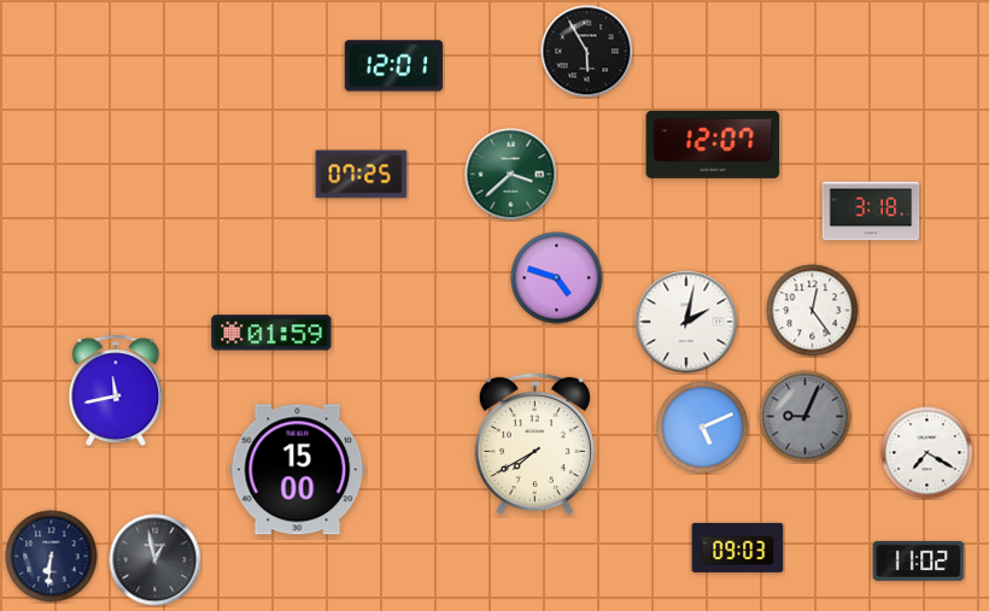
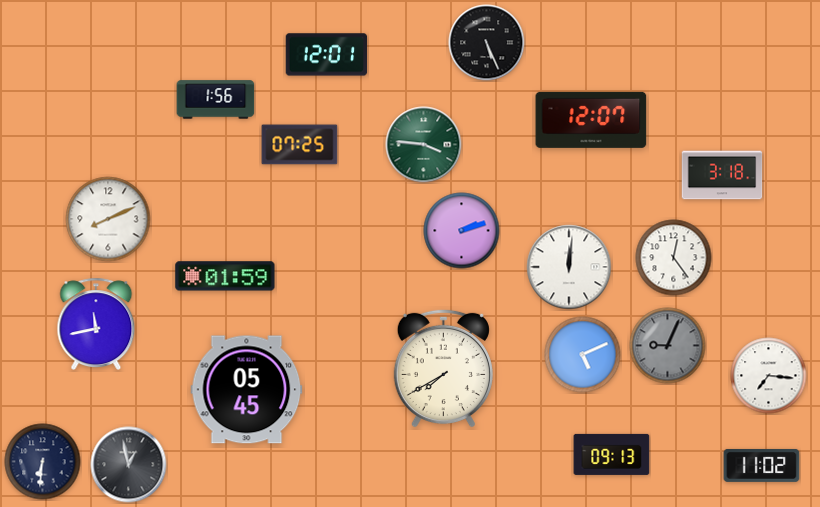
clock at (587, 52): 5:55 -> 5:26
clock at (216, 100): none -> 1:56
clock at (511, 175): 3:38 -> 3:46
clock at (108, 219): none -> 8:11
clock at (557, 278): 4:48 -> 2:12
clock at (686, 322): 2:02 -> 12:01
clock at (927, 453): 7:20 -> 7:16
clock at (298, 470): 15:00 -> 05:45
clock at (738, 547): 09:03 -> 09:13
